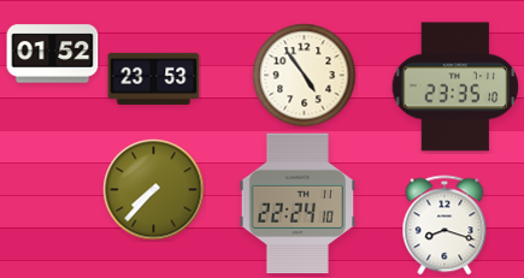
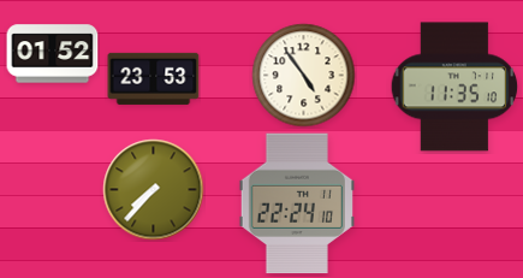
clock at (455, 87): 23:35 -> 11:35
clock at (444, 225): 8:18 -> none
